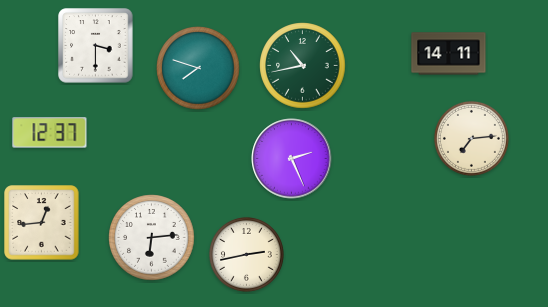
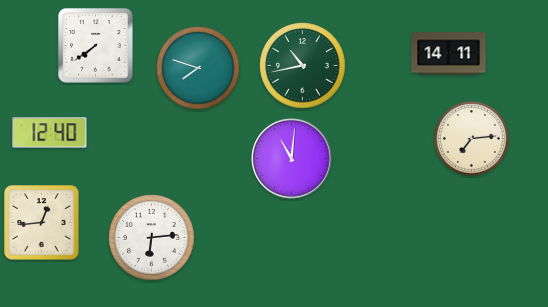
clock at (96, 46): 3:30 -> 7:39
clock at (50, 133): 12:37 -> 12:40
clock at (292, 159): 2:26 -> 11:01
clock at (246, 254): 2:43 -> none
